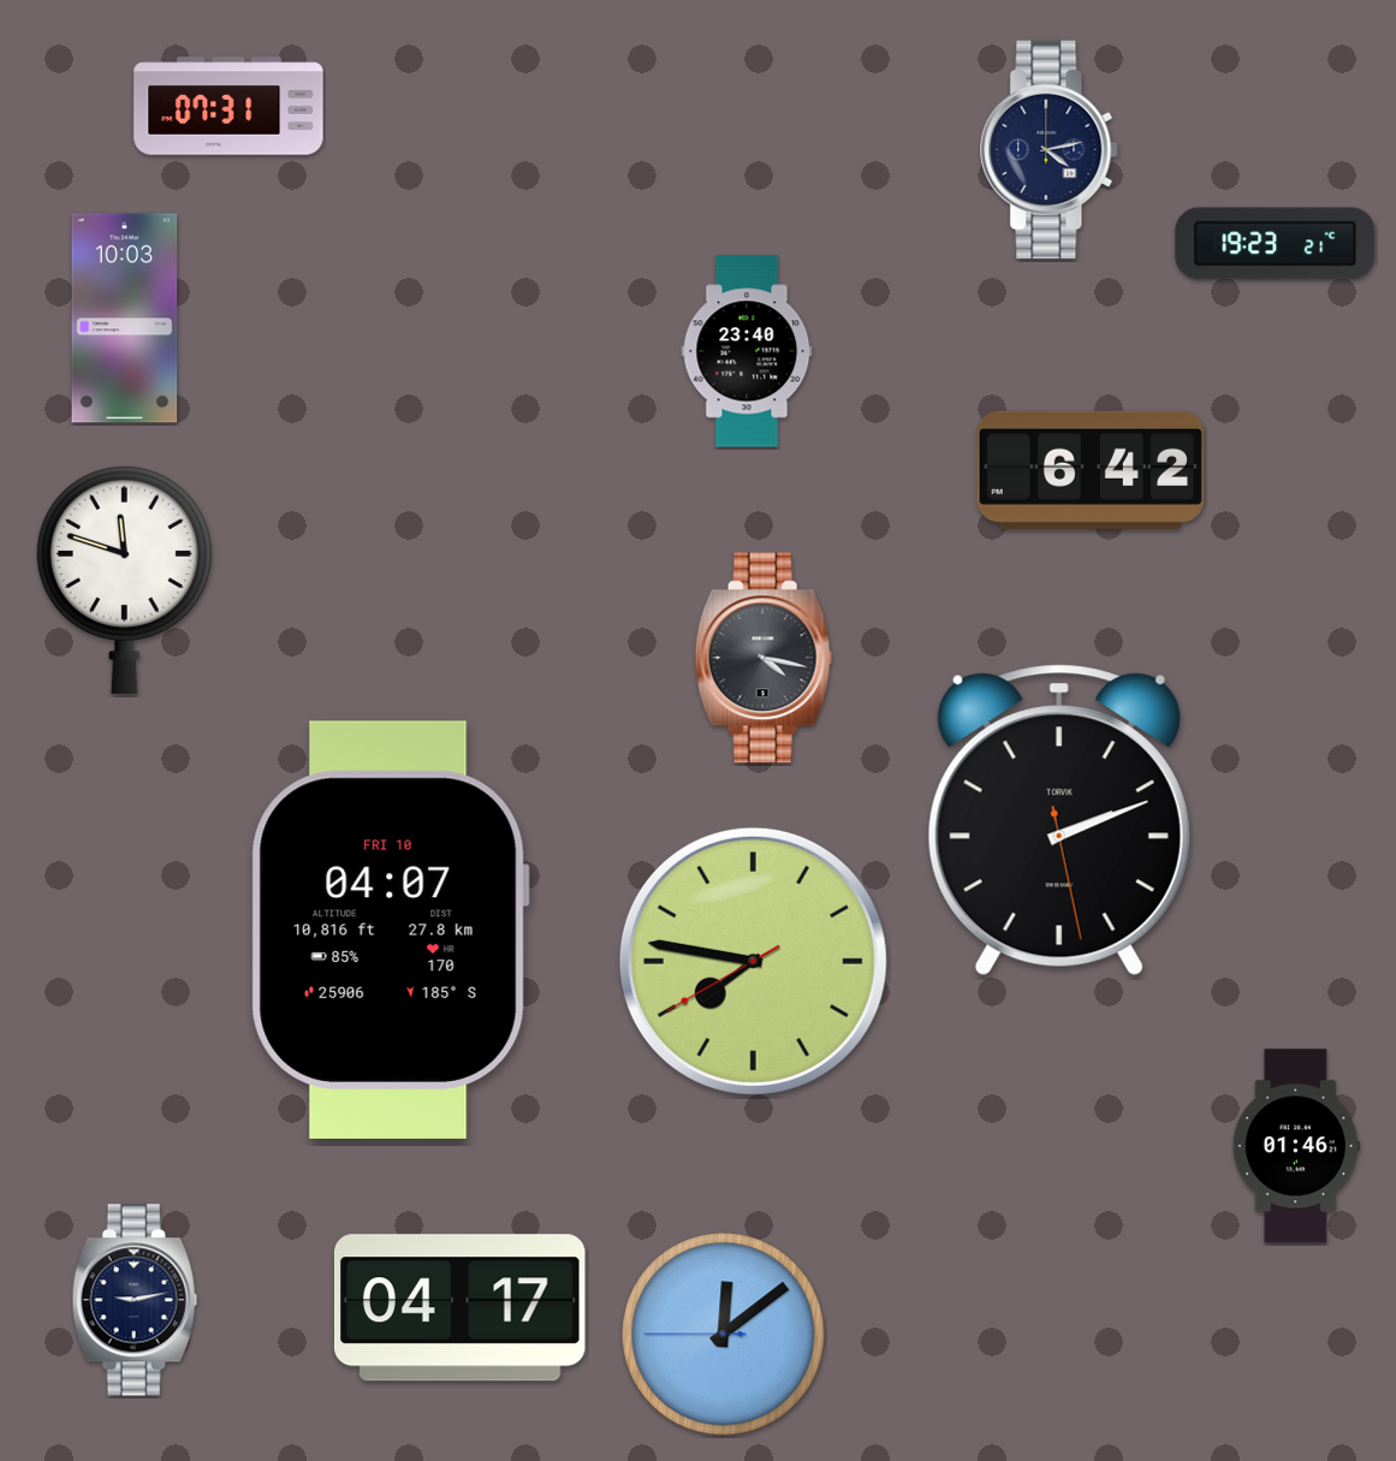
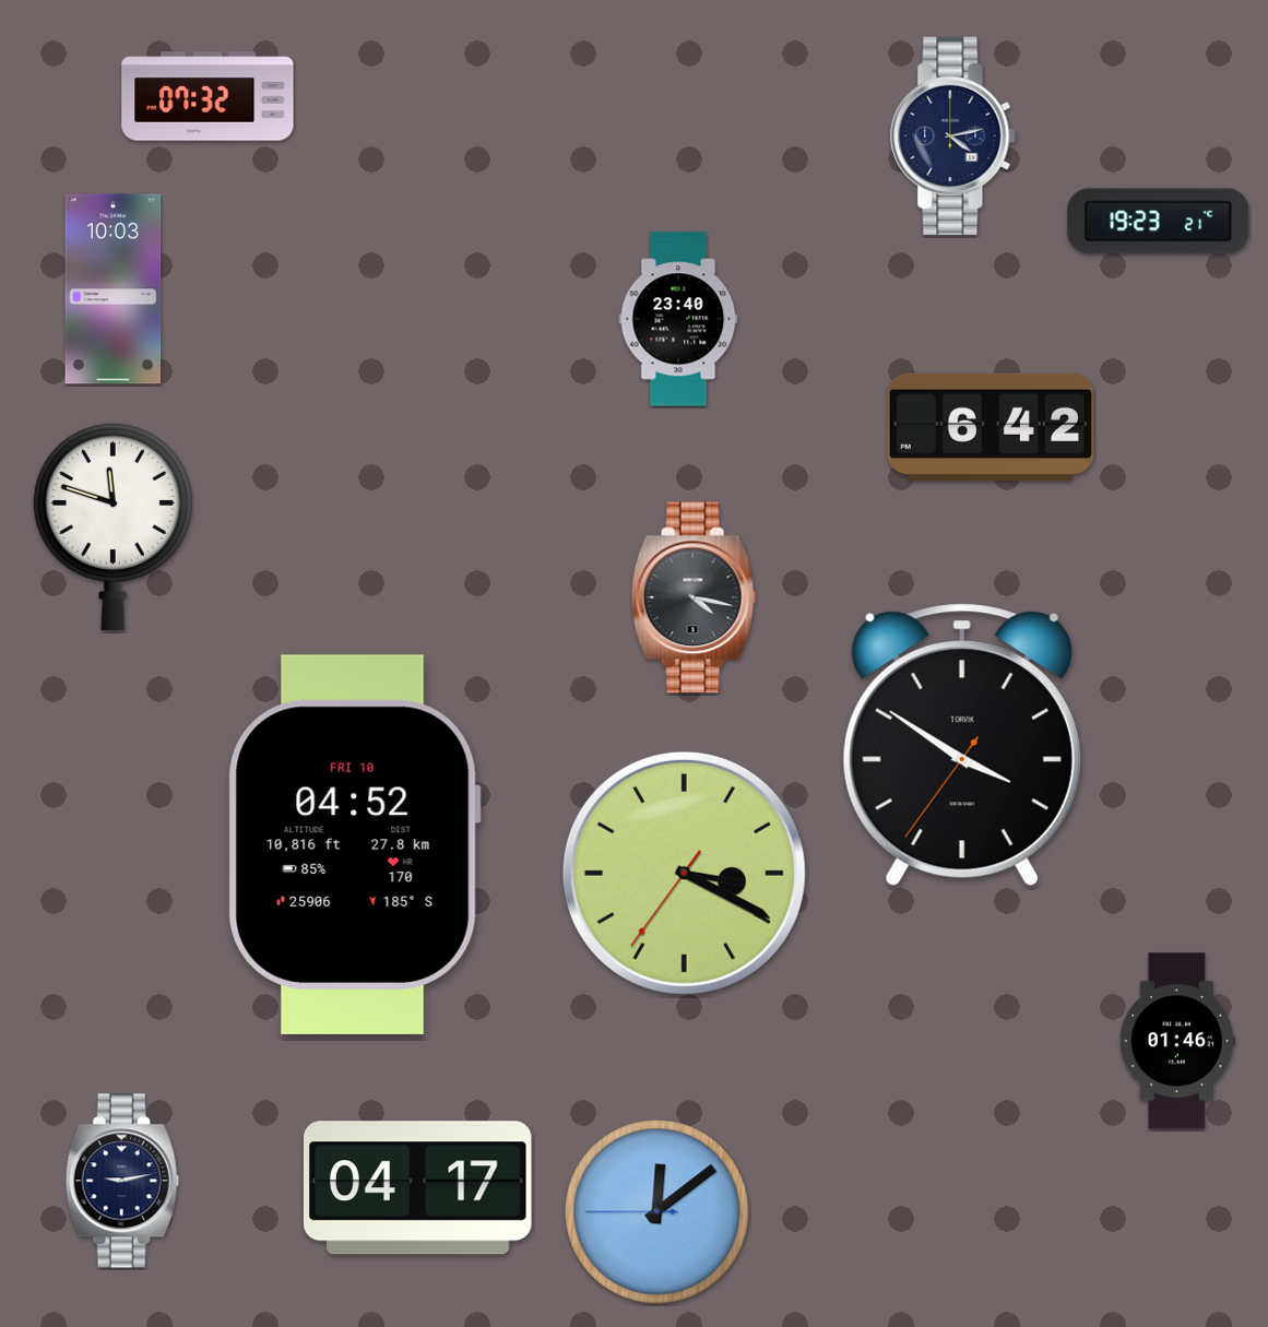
clock at (228, 106): 07:31 -> 07:32
clock at (1059, 820): 2:11 -> 3:50
clock at (390, 930): 04:07 -> 04:52
clock at (753, 961): 7:46 -> 3:19
